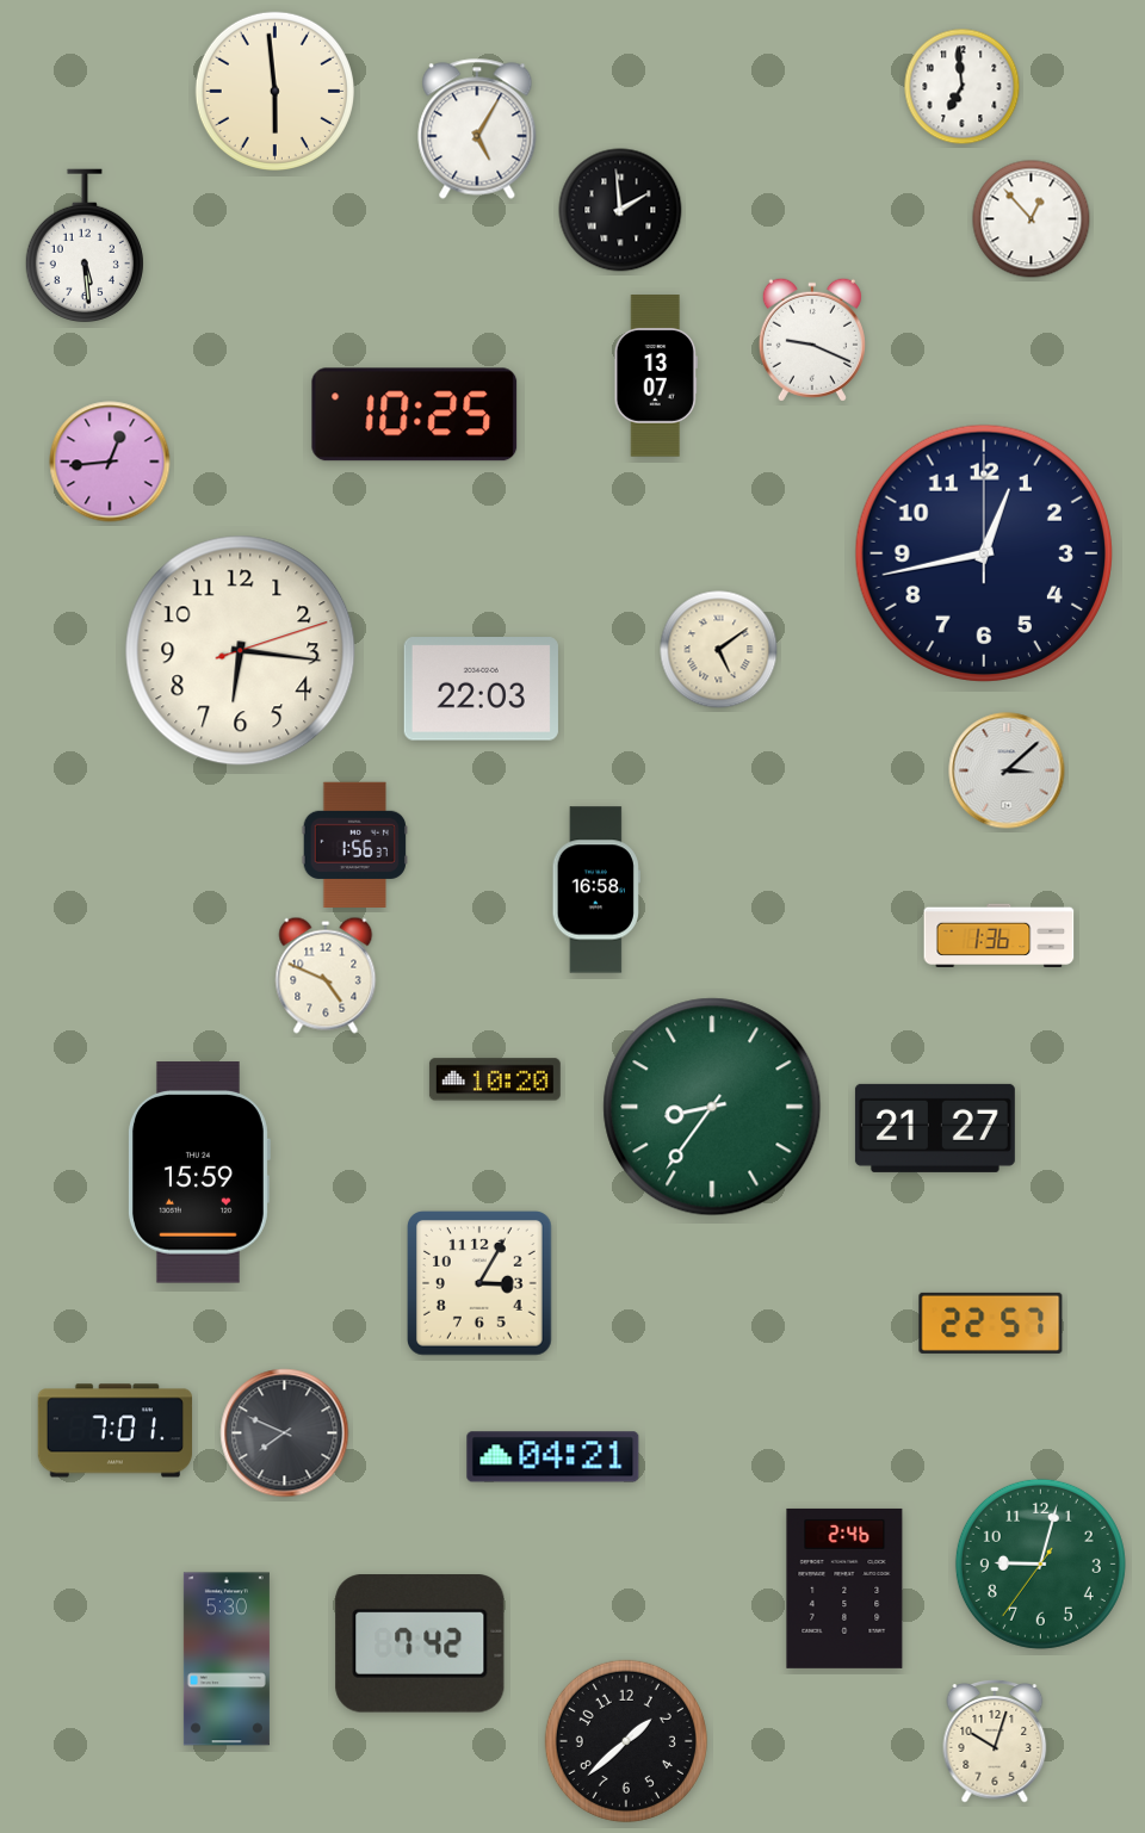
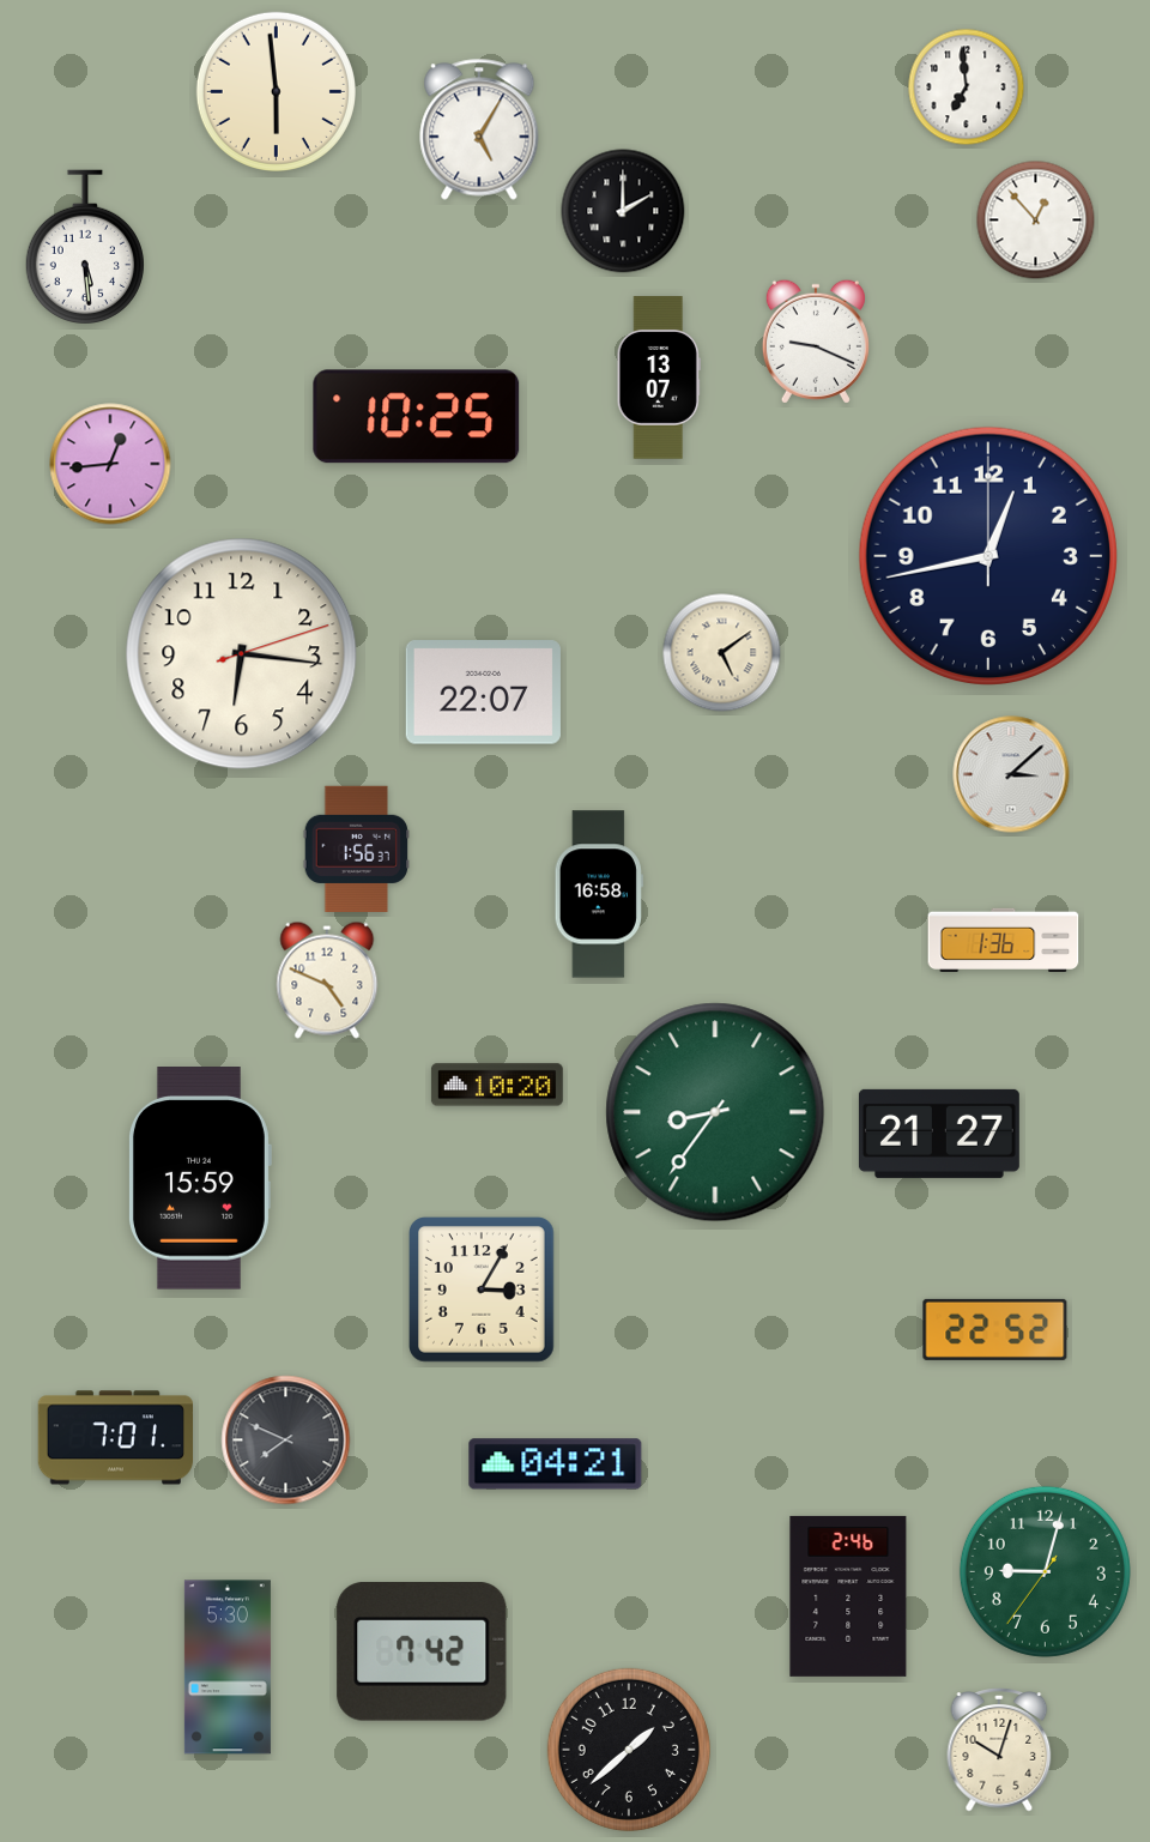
clock at (620, 210): 1:59 -> 2:00
clock at (481, 689): 22:03 -> 22:07
clock at (991, 1323): 22:57 -> 22:52
